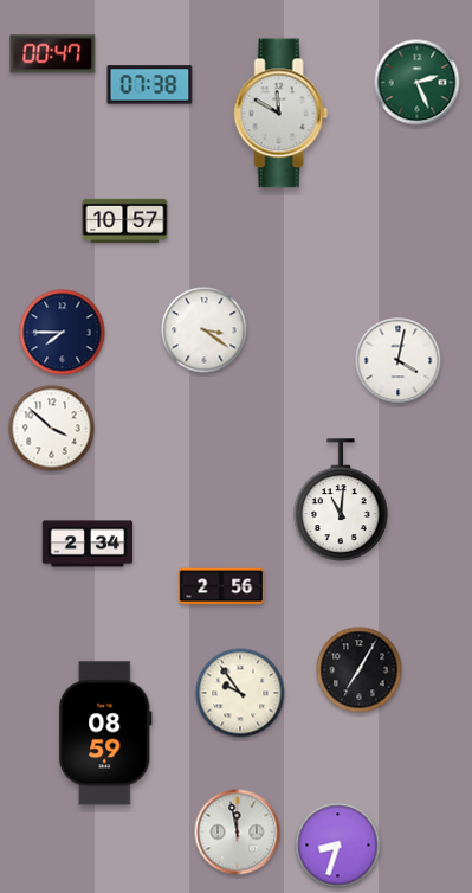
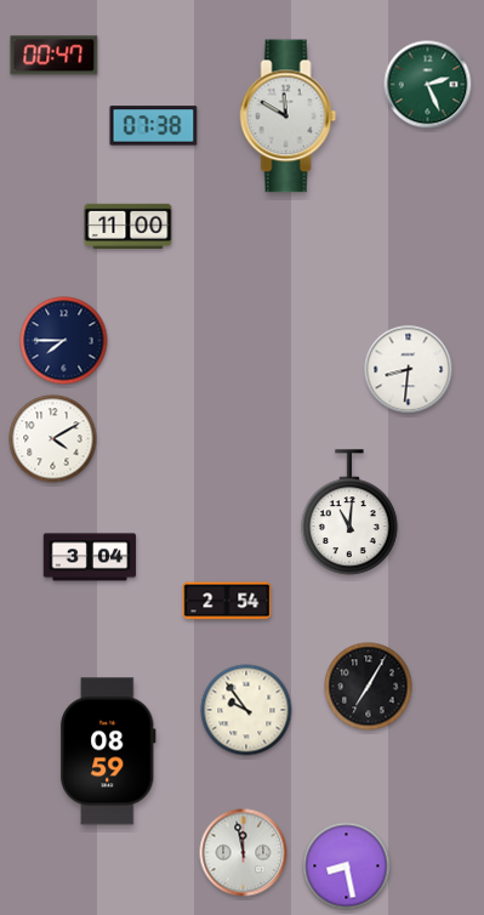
clock at (150, 85) position: (150, 85) -> (154, 126)
clock at (125, 220): 10:57 -> 11:00
clock at (205, 330): 3:21 -> none
clock at (399, 361): 4:02 -> 8:31
clock at (52, 429): 3:52 -> 4:10
clock at (88, 544): 2:34 -> 3:04
clock at (221, 586): 2:56 -> 2:54
clock at (338, 846): 8:33 -> 8:28
